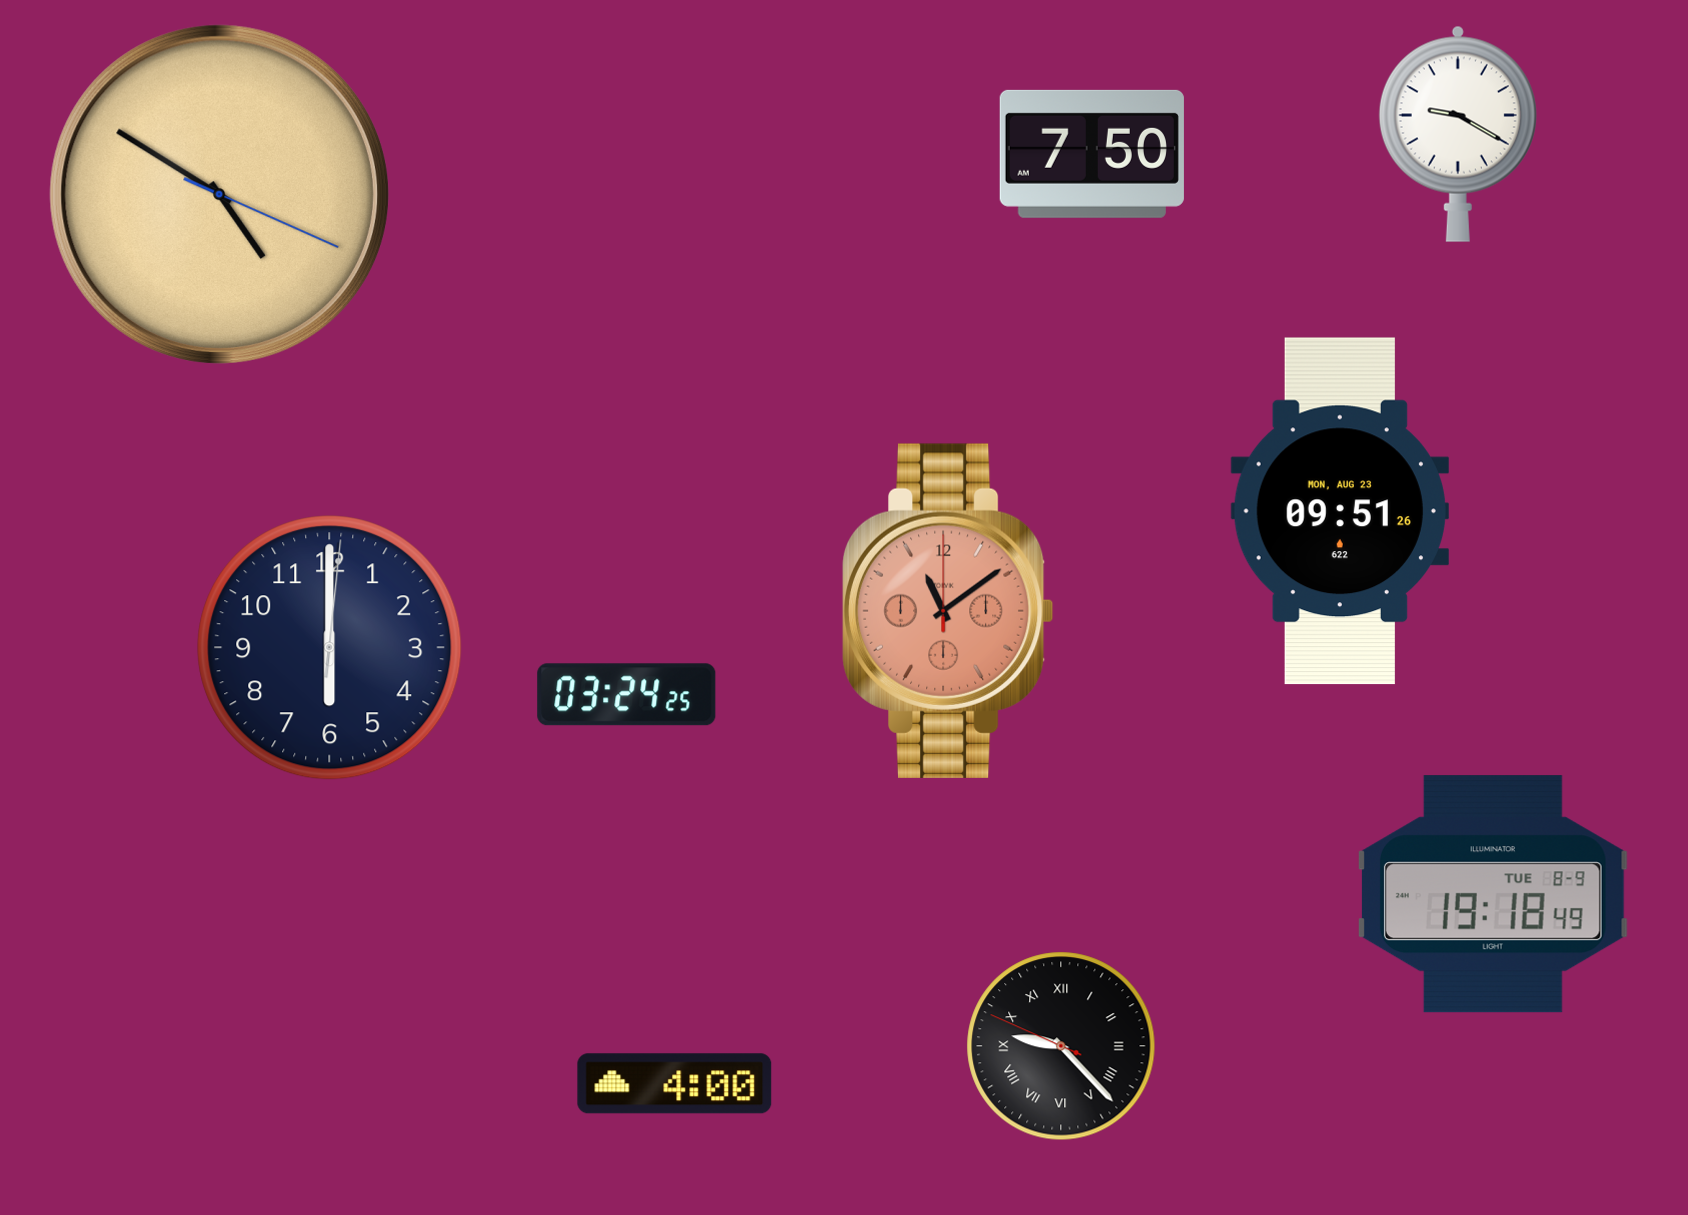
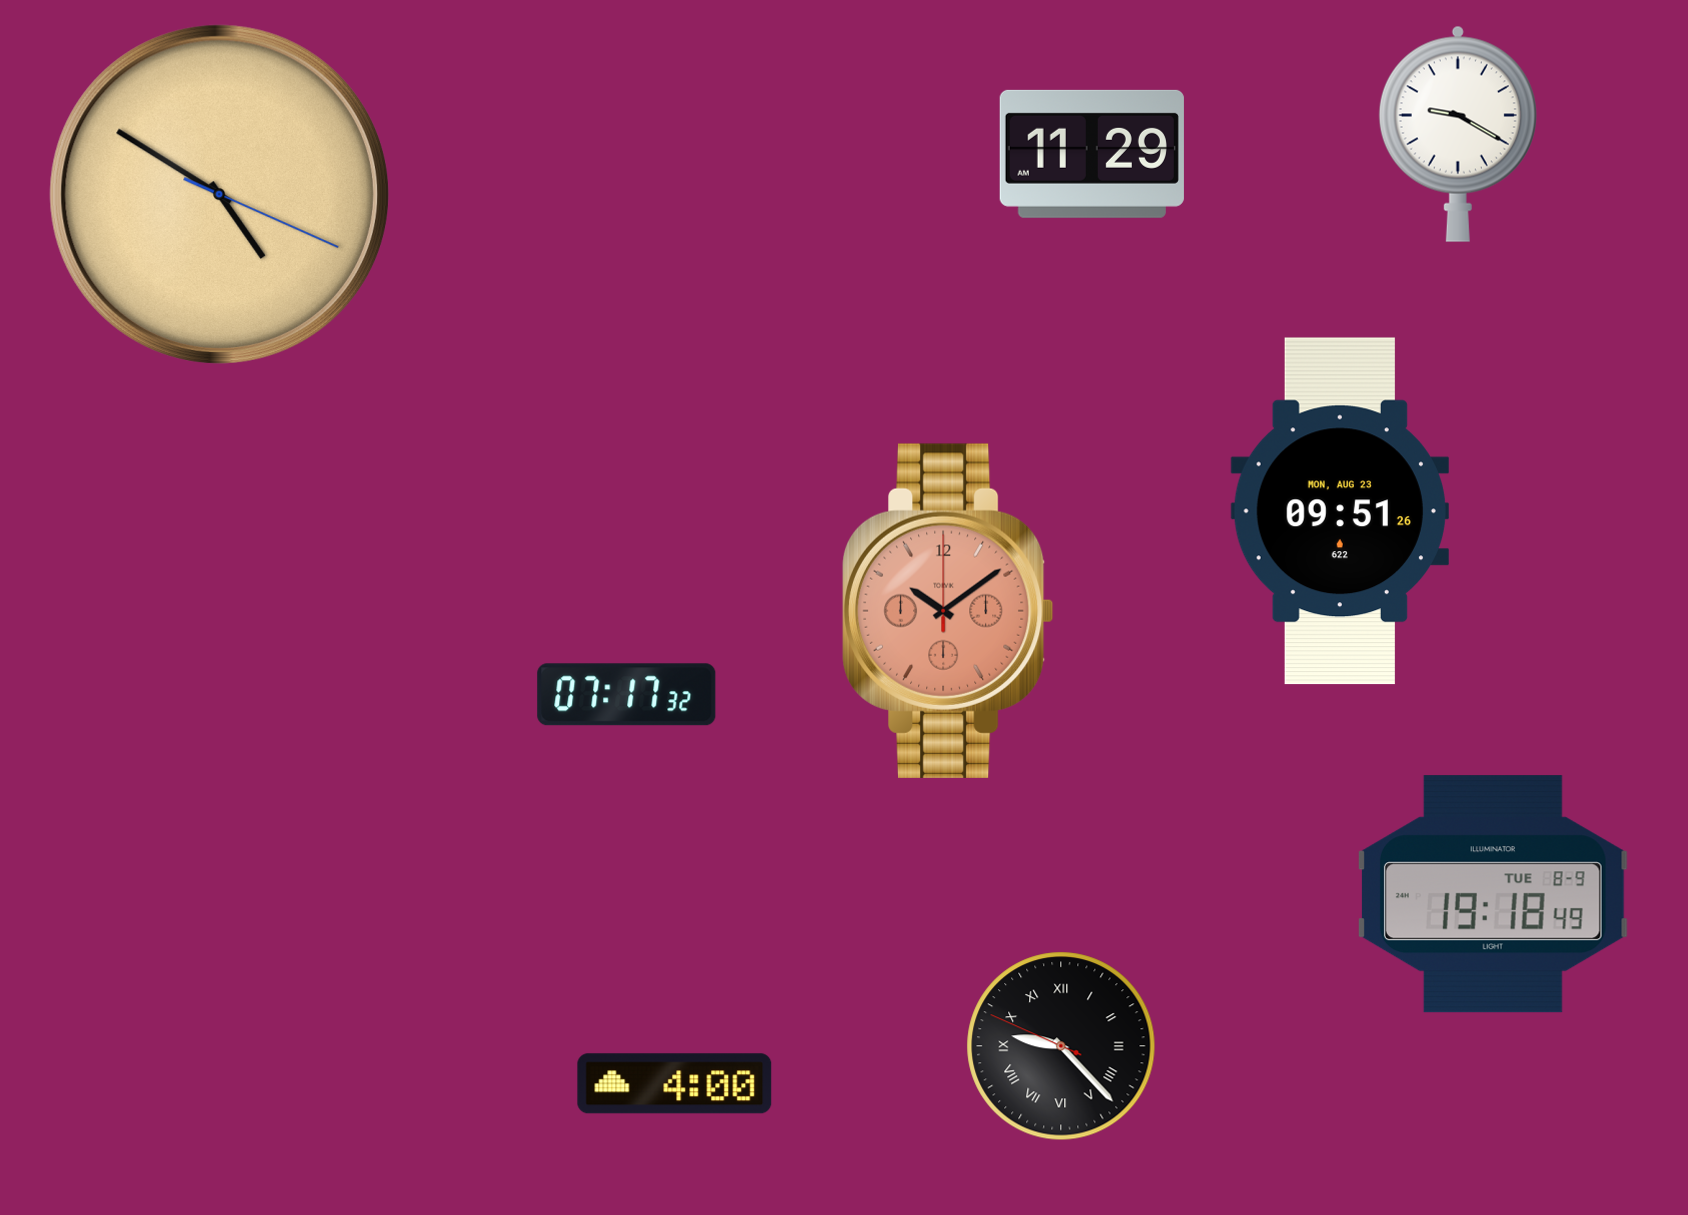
clock at (1092, 154): 7:50 -> 11:29
clock at (948, 611): 11:09 -> 10:09
clock at (330, 648): 6:00 -> none
clock at (627, 695): 03:24 -> 07:17
